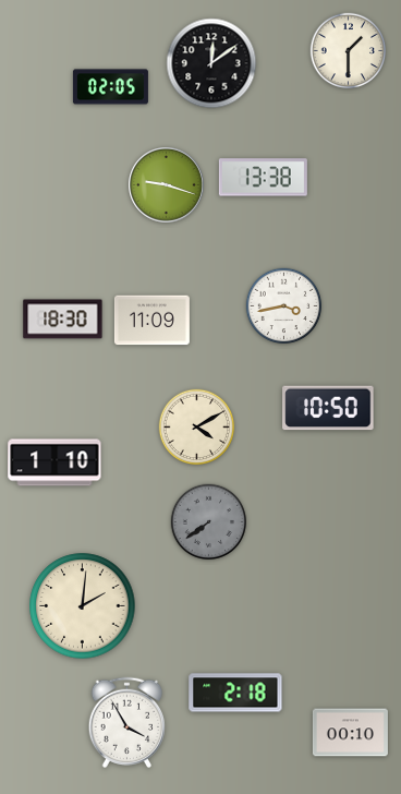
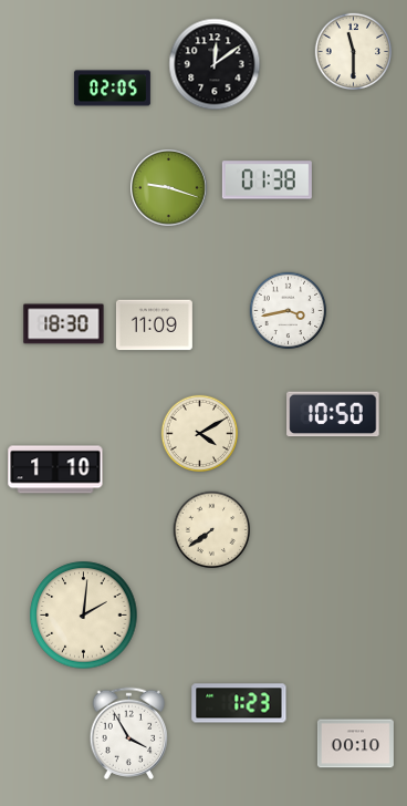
clock at (349, 51): 1:30 -> 11:30
clock at (263, 178): 13:38 -> 01:38
clock at (209, 522) dial: grey -> cream
clock at (235, 693): 2:18 -> 1:23
